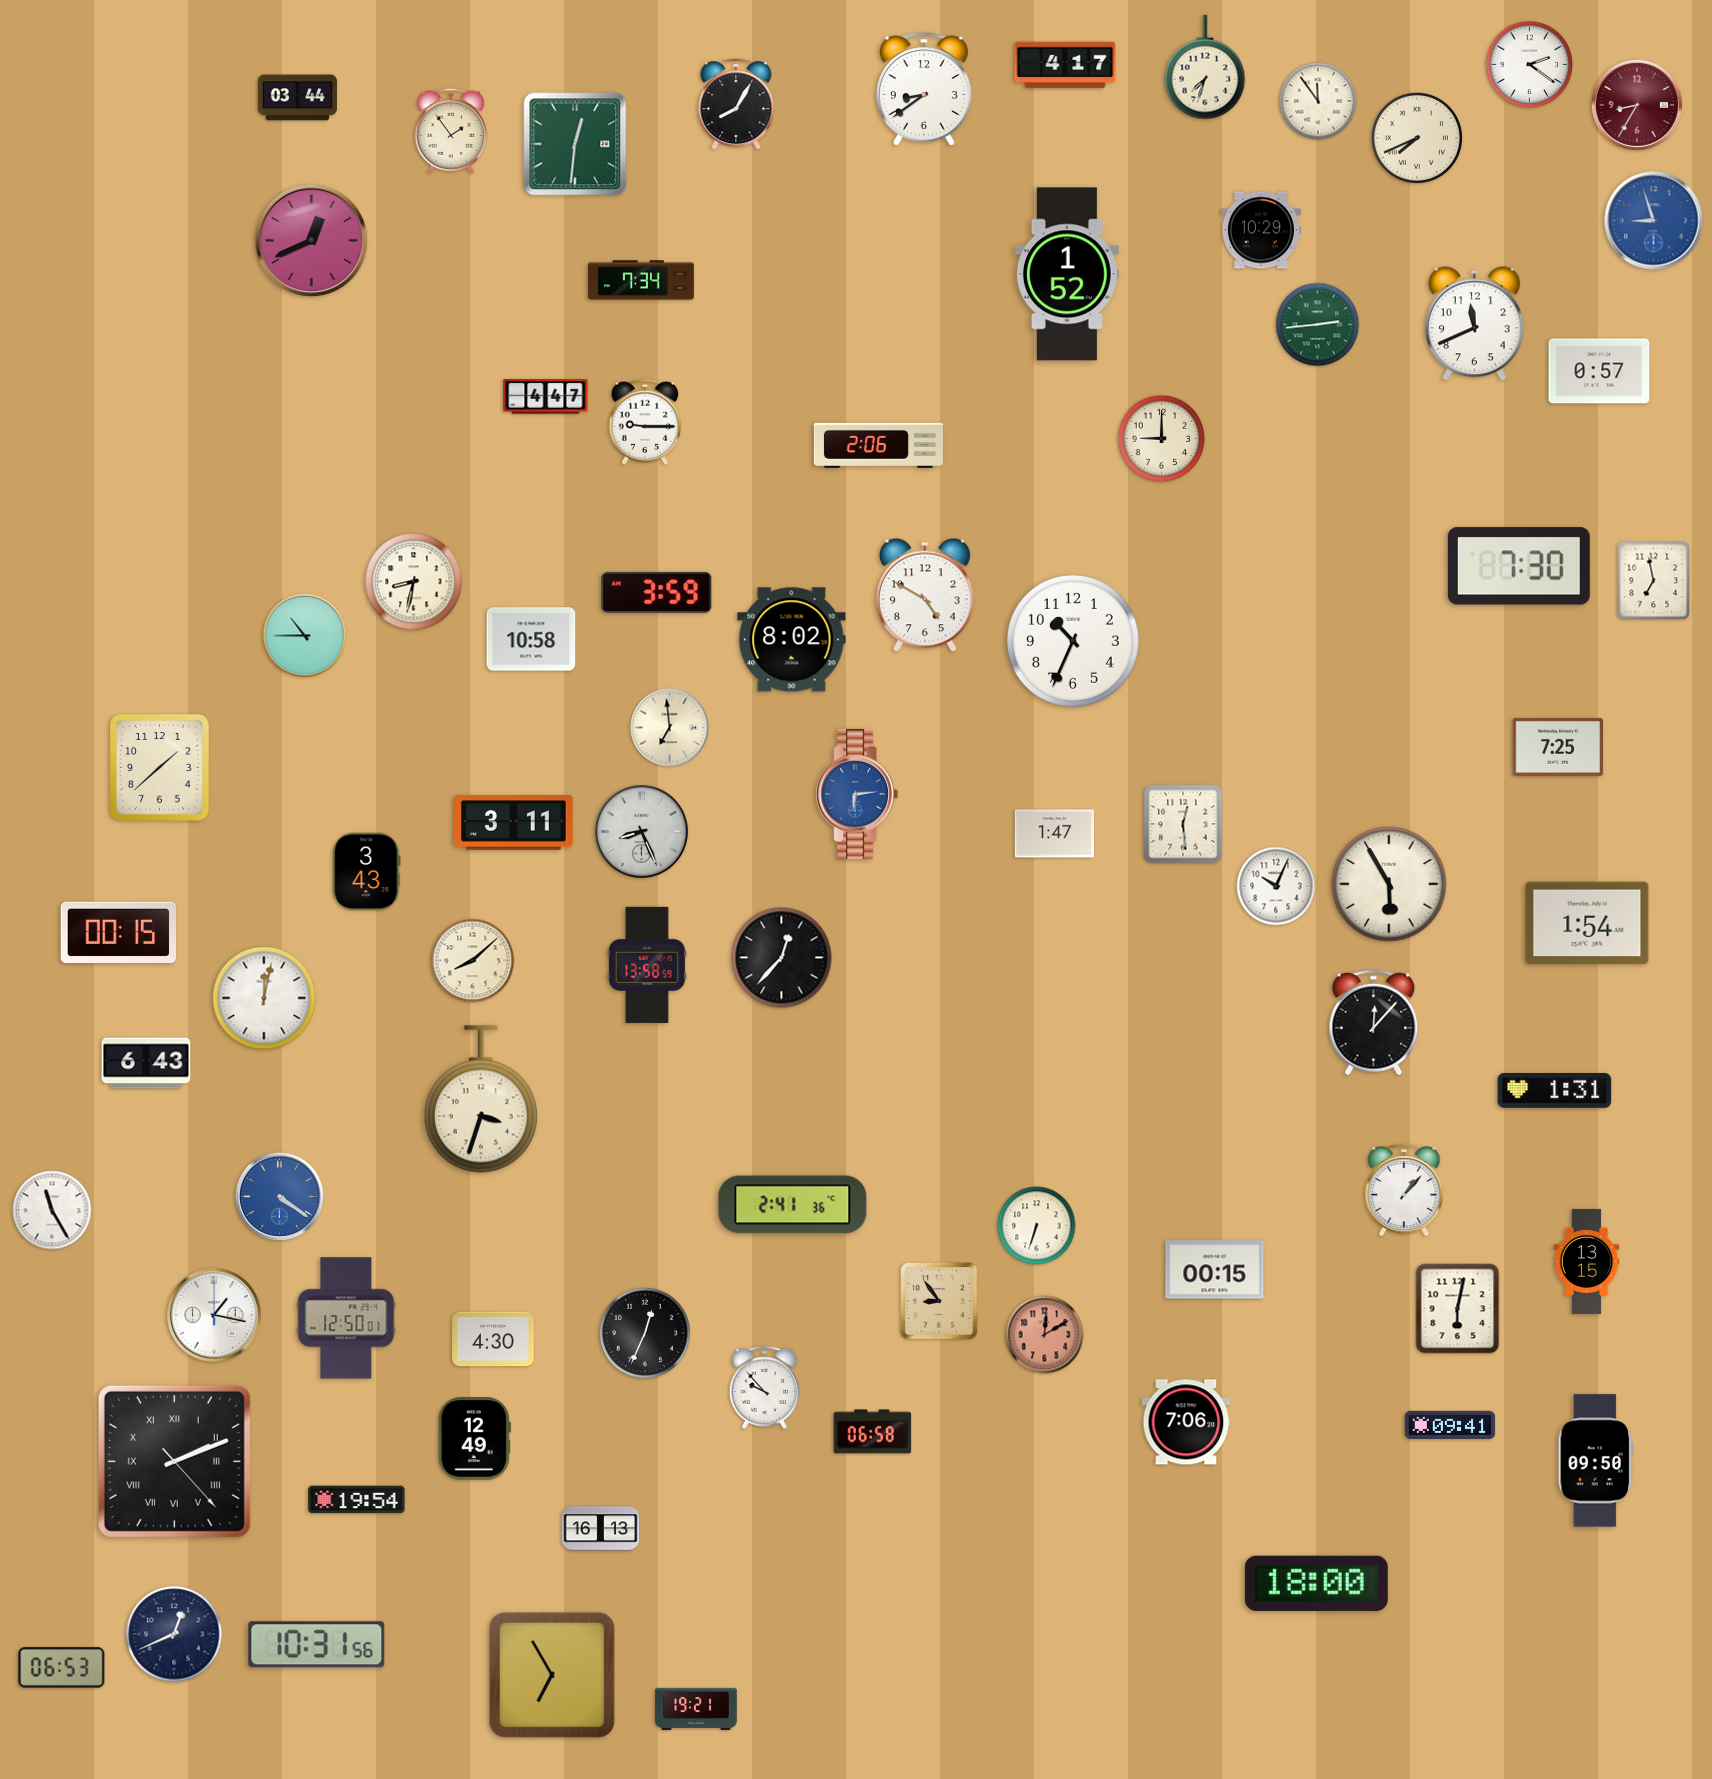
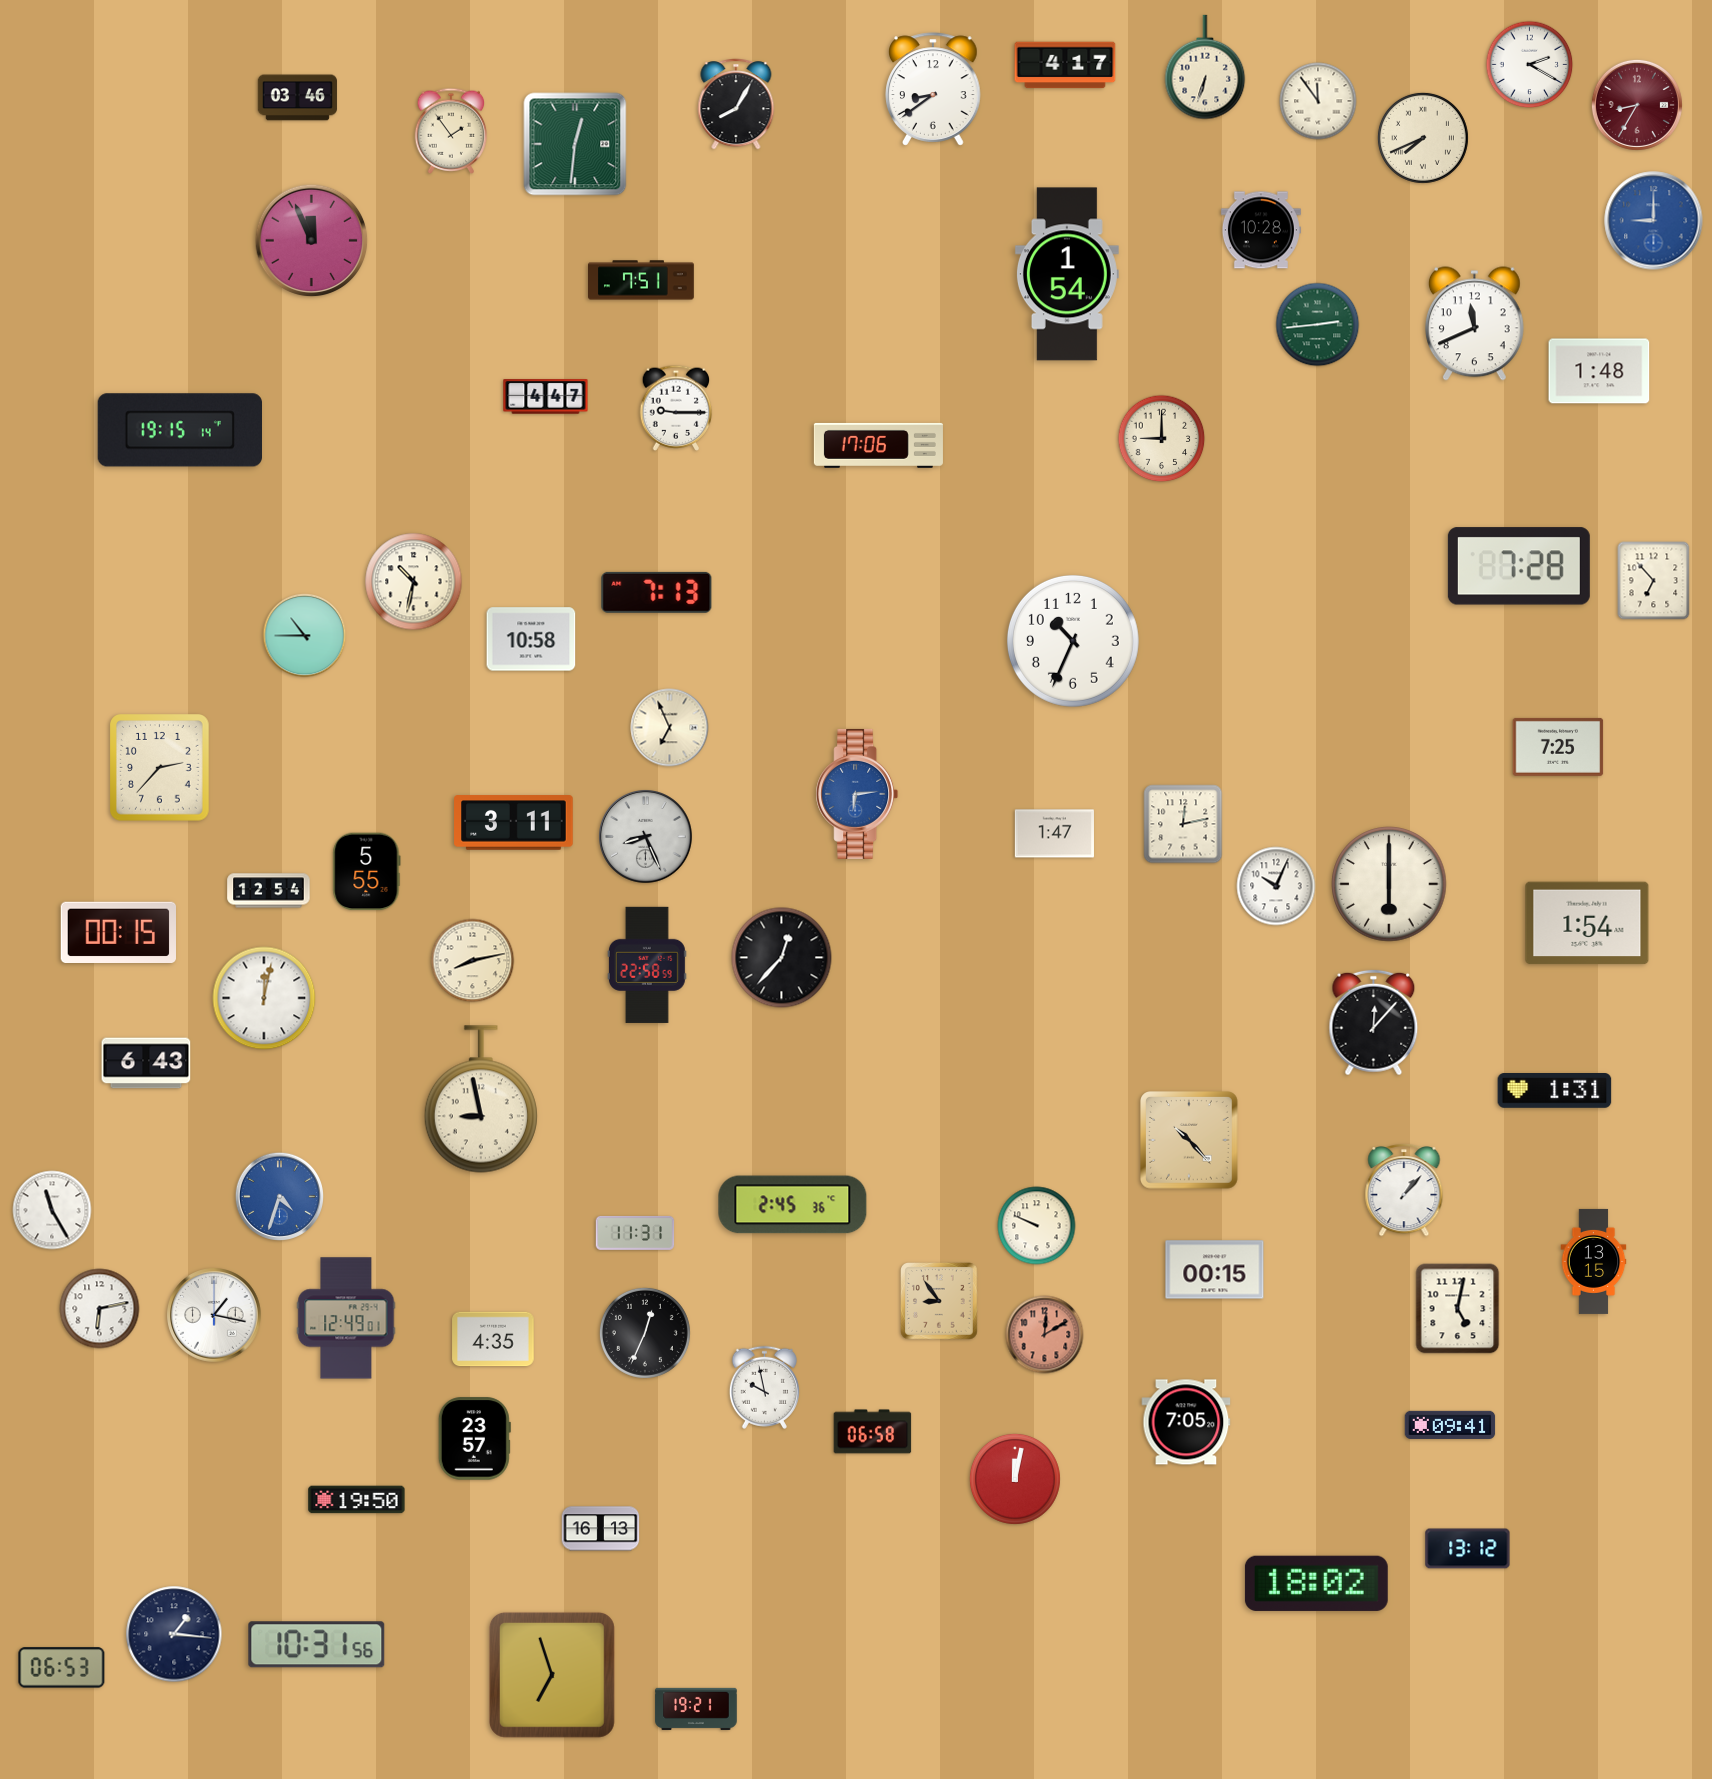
clock at (1530, 65): 2:21 -> 2:20
clock at (1205, 67): 7:33 -> 6:33
clock at (924, 89) position: (924, 89) -> (933, 89)
clock at (297, 98): 03:44 -> 03:46
clock at (1417, 138) position: (1417, 138) -> (1423, 138)
clock at (1654, 221): 8:57 -> 9:00
clock at (1261, 230): 10:29 -> 10:28
clock at (312, 241): 12:41 -> 11:56
clock at (1067, 274): 1:52 -> 1:54
clock at (642, 280): 7:34 -> 7:51
clock at (1599, 371): 0:57 -> 1:48
clock at (645, 422) position: (645, 422) -> (676, 408)
clock at (179, 430): none -> 19:15
clock at (878, 445): 2:06 -> 17:06
clock at (1519, 566): 7:30 -> 7:28
clock at (1654, 581): 6:58 -> 6:53
clock at (414, 582): 8:32 -> 10:32
clock at (657, 592): 3:59 -> 7:13
clock at (926, 595): 4:50 -> none
clock at (792, 640): 8:02 -> none
clock at (670, 728): 6:59 -> 6:56
clock at (160, 768): 1:38 -> 2:37
clock at (1183, 824): 12:29 -> 12:13
clock at (642, 832) position: (642, 832) -> (646, 837)
clock at (367, 872): 3:43 -> 5:55
clock at (1389, 884): 5:55 -> 6:00
clock at (269, 891): none -> 12:54
clock at (473, 961): 8:08 -> 8:13
clock at (647, 965): 13:58 -> 22:58
clock at (481, 1099): 3:33 -> 8:58
clock at (1190, 1141): none -> 10:23
clock at (279, 1196): 4:21 -> 4:33
clock at (793, 1205): 2:41 -> 2:45
clock at (1037, 1226): 6:33 -> 9:49
clock at (635, 1233): none -> 11:31
clock at (1587, 1261) position: (1587, 1261) -> (1594, 1261)
clock at (100, 1309): none -> 6:13
clock at (1458, 1309): 6:02 -> 5:02
clock at (346, 1318): 12:50 -> 12:49
clock at (493, 1339): 4:30 -> 4:35
clock at (764, 1387): 9:53 -> 9:58
clock at (1186, 1422): 7:06 -> 7:05
clock at (474, 1439): 12:49 -> 23:57
clock at (174, 1461): 2:11 -> none
clock at (1596, 1461): 09:50 -> none
clock at (1015, 1479): none -> 12:02
clock at (357, 1500): 19:54 -> 19:50
clock at (1468, 1549): none -> 13:12
clock at (1316, 1583): 18:00 -> 18:02
clock at (174, 1634): 12:41 -> 1:16
clock at (552, 1675): 6:55 -> 6:57
